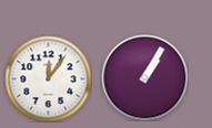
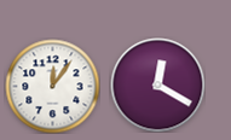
clock at (144, 77): 1:05 -> 12:20
